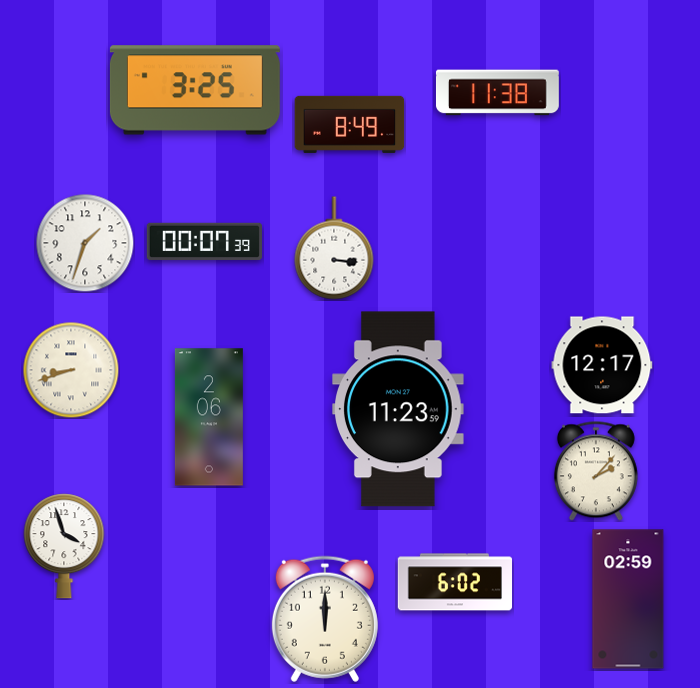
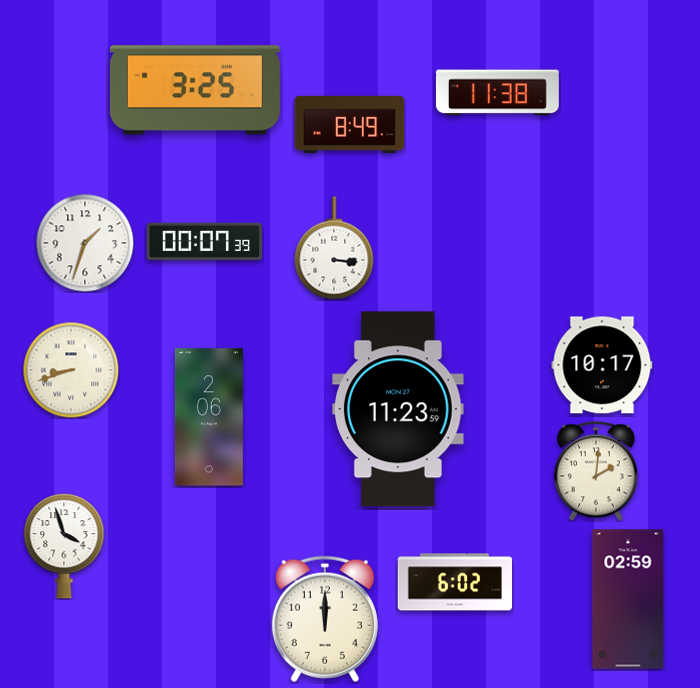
clock at (602, 365): 12:17 -> 10:17
clock at (596, 471): 2:07 -> 2:01
